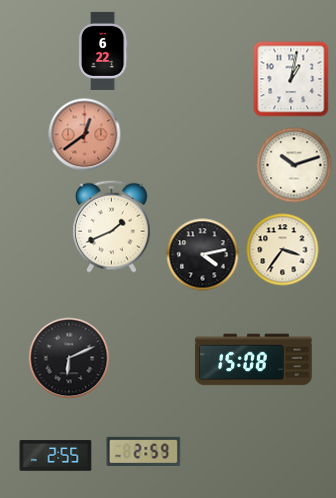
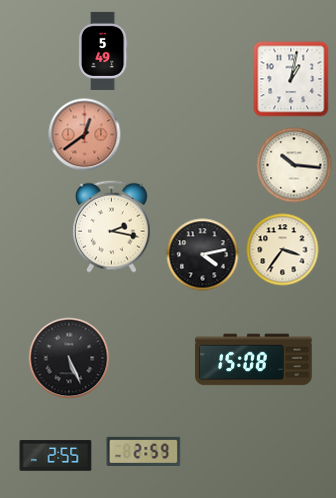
clock at (103, 51): 6:22 -> 5:49
clock at (294, 165): 10:12 -> 10:16
clock at (112, 226): 1:41 -> 2:17
clock at (69, 358): 6:11 -> 5:26
